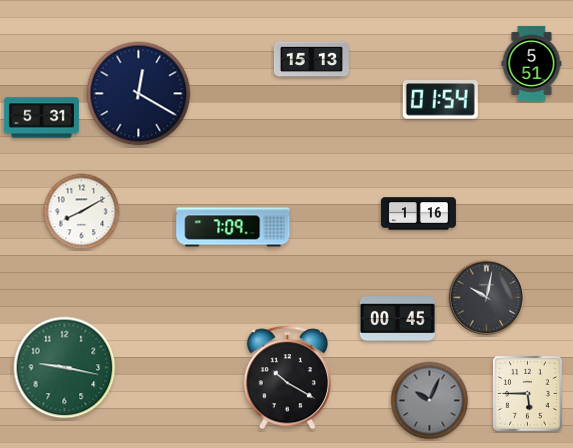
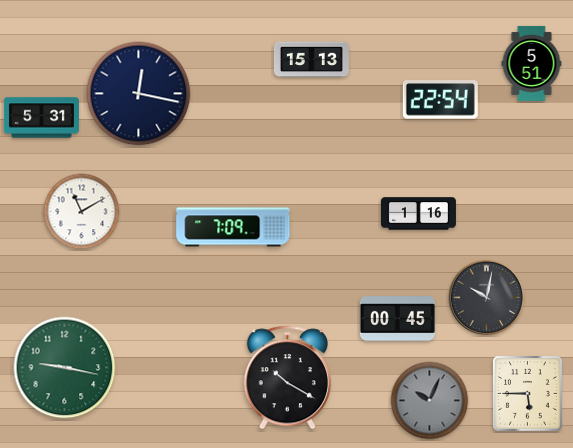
clock at (139, 94): 12:20 -> 12:17
clock at (440, 100): 01:54 -> 22:54
clock at (82, 212): 8:10 -> 11:10
